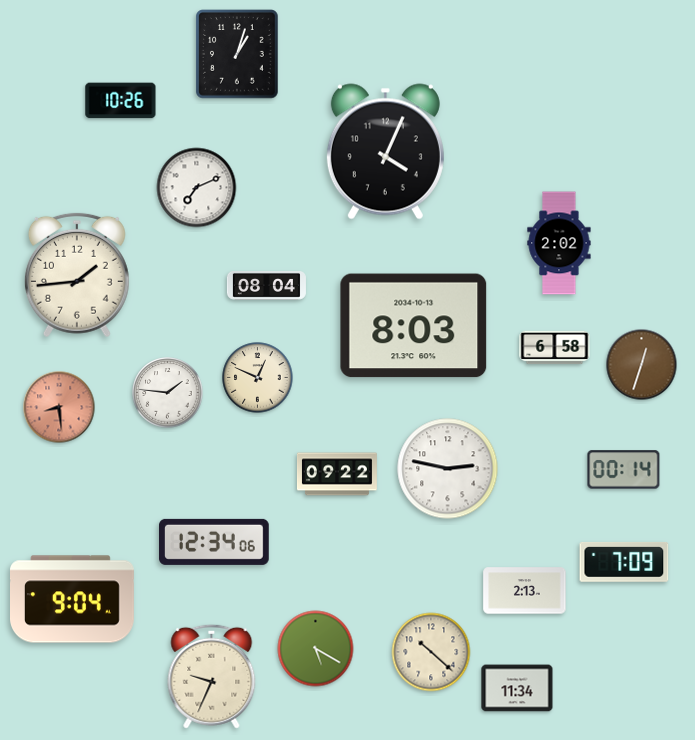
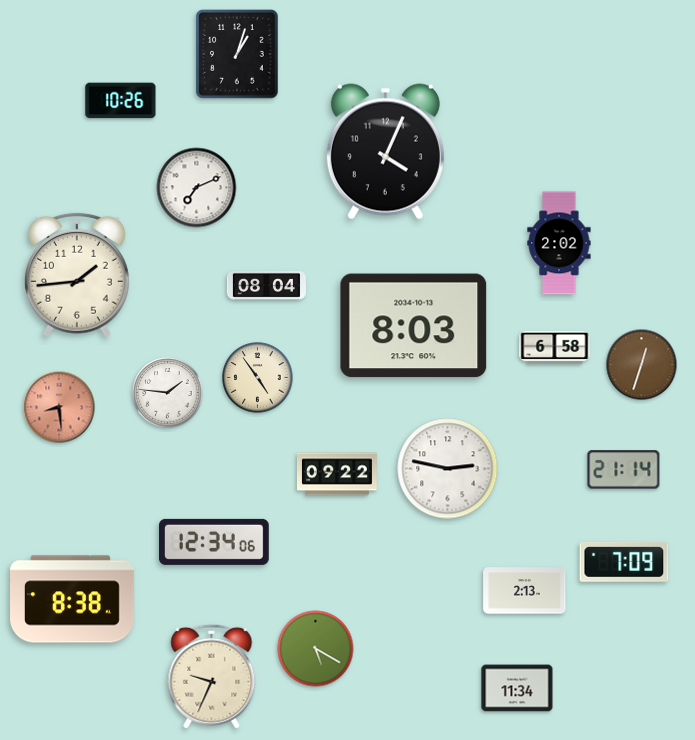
clock at (258, 378): 12:49 -> 4:54
clock at (624, 470): 00:14 -> 21:14
clock at (73, 599): 9:04 -> 8:38
clock at (431, 652): 10:22 -> none
